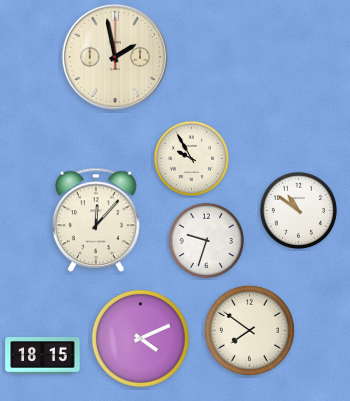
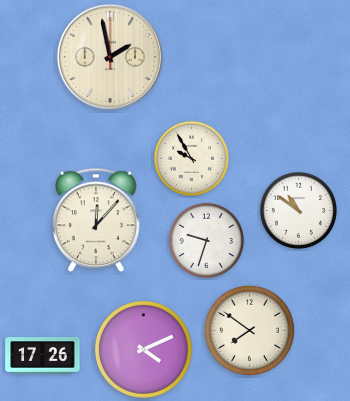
clock at (115, 57) position: (115, 57) -> (110, 57)
clock at (140, 338) position: (140, 338) -> (143, 349)
clock at (43, 356): 18:15 -> 17:26
